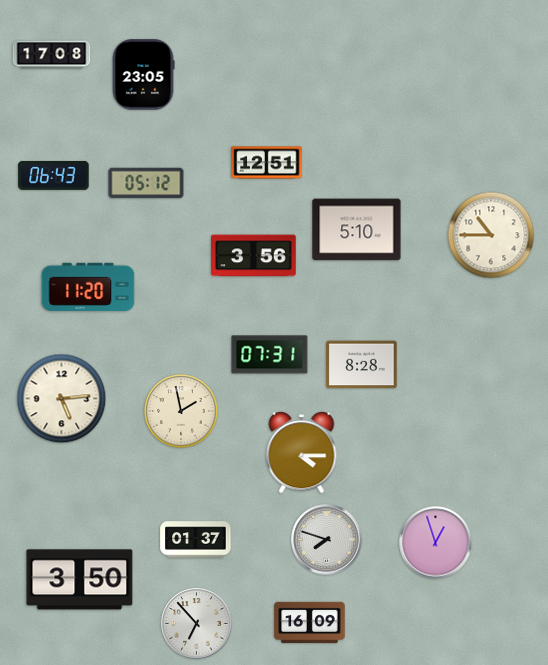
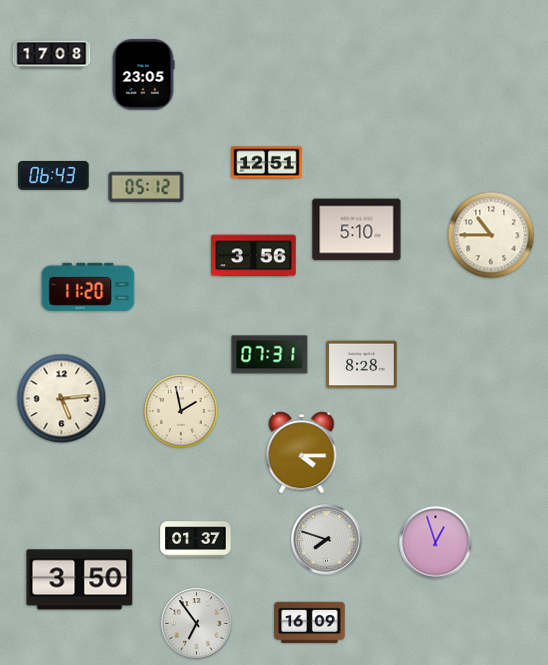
clock at (146, 183) position: (146, 183) -> (146, 187)
clock at (197, 624): 6:53 -> 6:54
